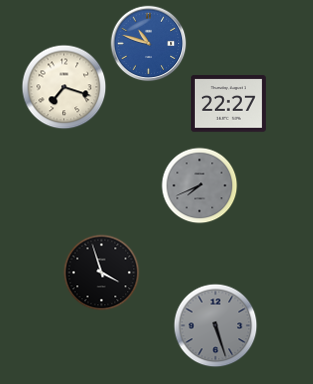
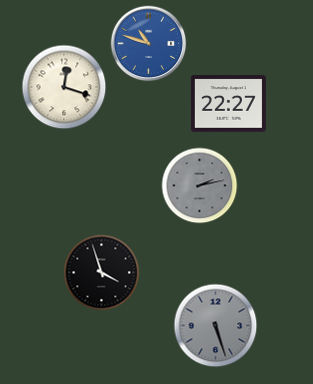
clock at (64, 87): 7:18 -> 12:18
clock at (200, 186): 7:41 -> 2:13
